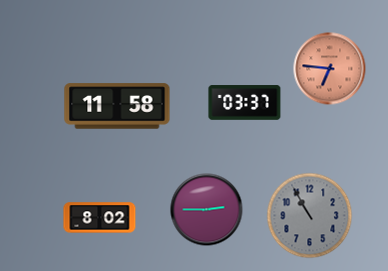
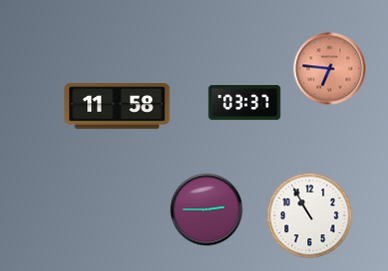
clock at (310, 216) dial: grey -> white
clock at (100, 218): 8:02 -> none
